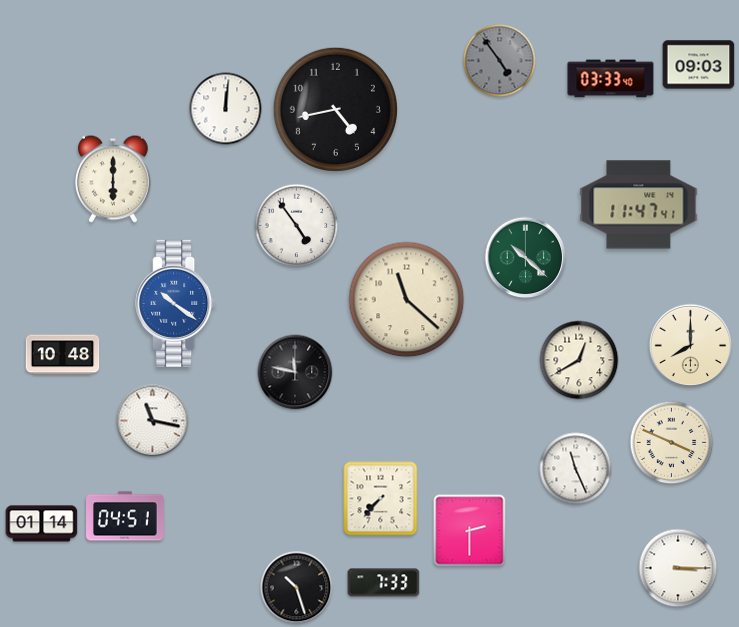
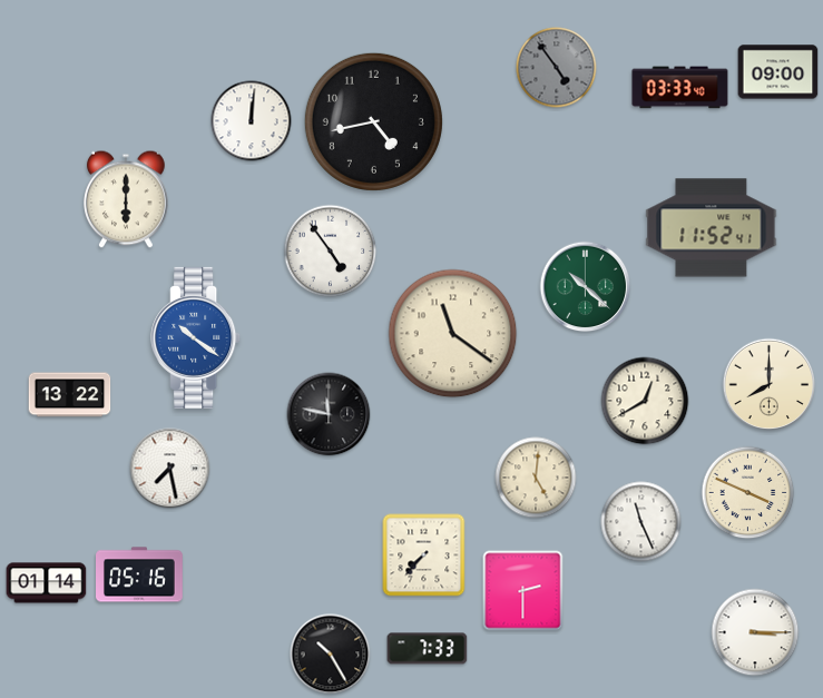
clock at (699, 65): 09:03 -> 09:00
clock at (639, 205): 11:47 -> 11:52
clock at (407, 300): 11:22 -> 11:21
clock at (63, 355): 10:48 -> 13:22
clock at (153, 421): 11:17 -> 7:28
clock at (536, 478): none -> 5:01
clock at (126, 516): 04:51 -> 05:16
clock at (297, 588): 10:27 -> 10:25
